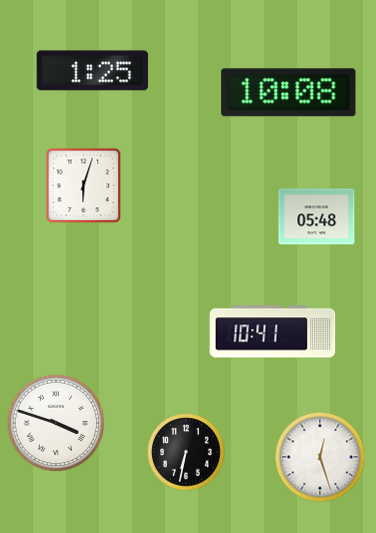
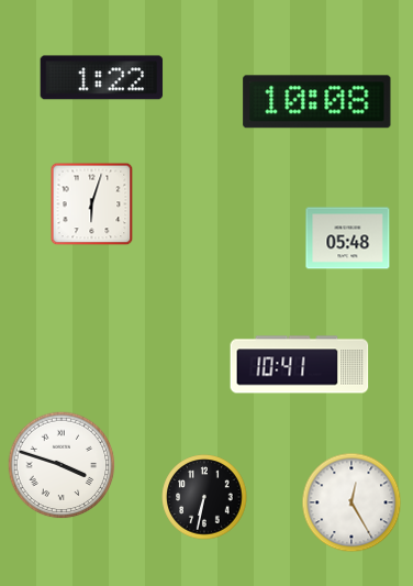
clock at (93, 71): 1:25 -> 1:22
clock at (320, 457): 12:27 -> 12:25
